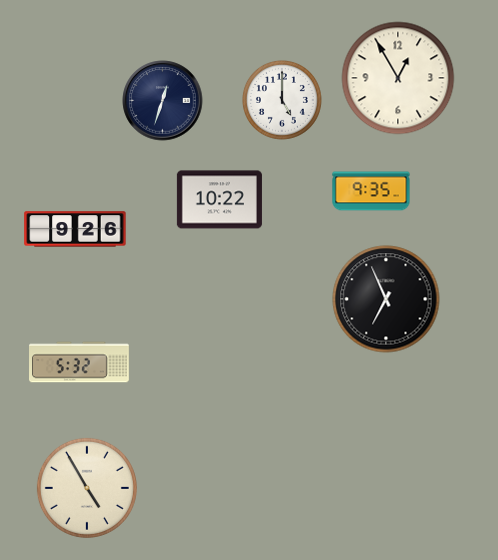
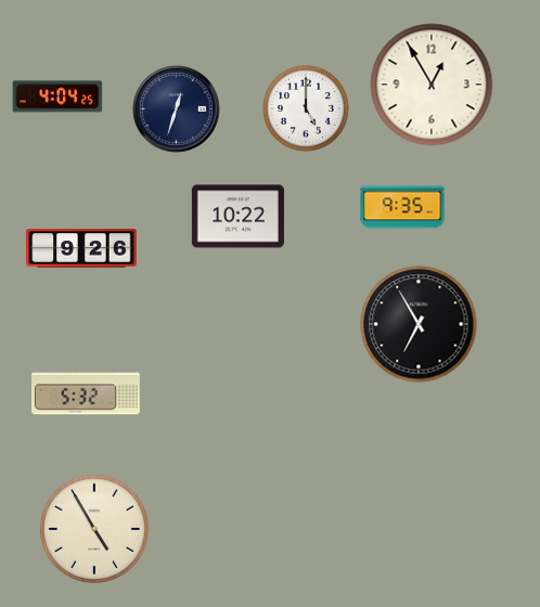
clock at (57, 96): none -> 4:04
clock at (386, 299): 6:56 -> 6:55
